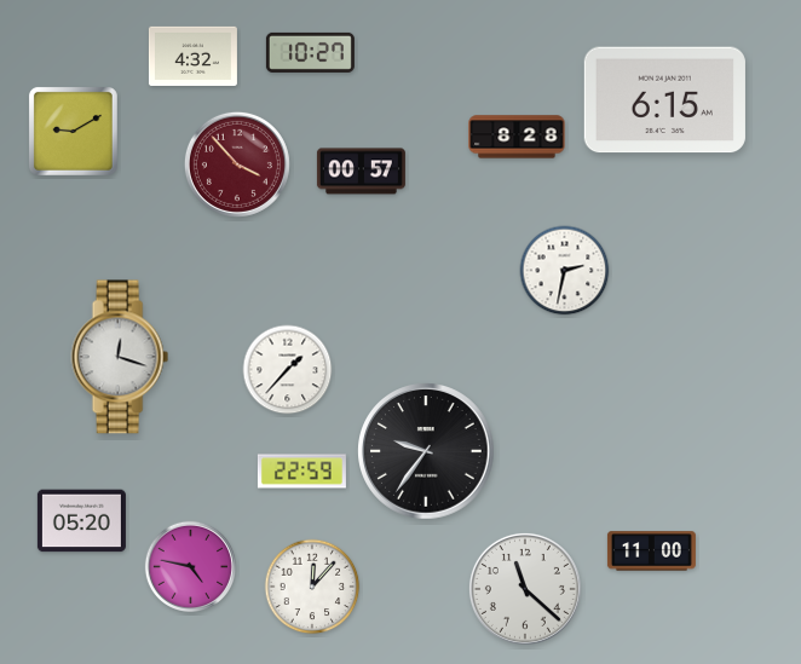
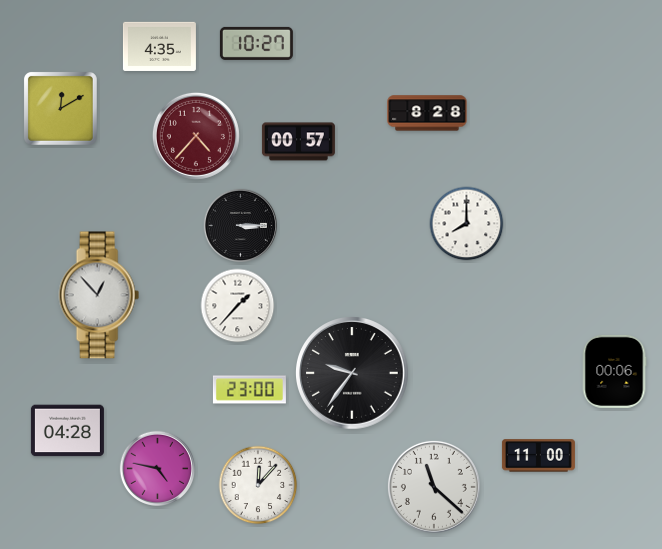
clock at (192, 56): 4:32 -> 4:35
clock at (664, 100): 6:15 -> none
clock at (73, 131): 9:10 -> 12:10
clock at (237, 164): 3:53 -> 4:37
clock at (565, 271): 2:32 -> 8:00
clock at (240, 225): none -> 3:15
clock at (120, 357): 12:18 -> 12:53
clock at (614, 371): none -> 00:06
clock at (301, 472): 22:59 -> 23:00
clock at (81, 521): 05:20 -> 04:28
